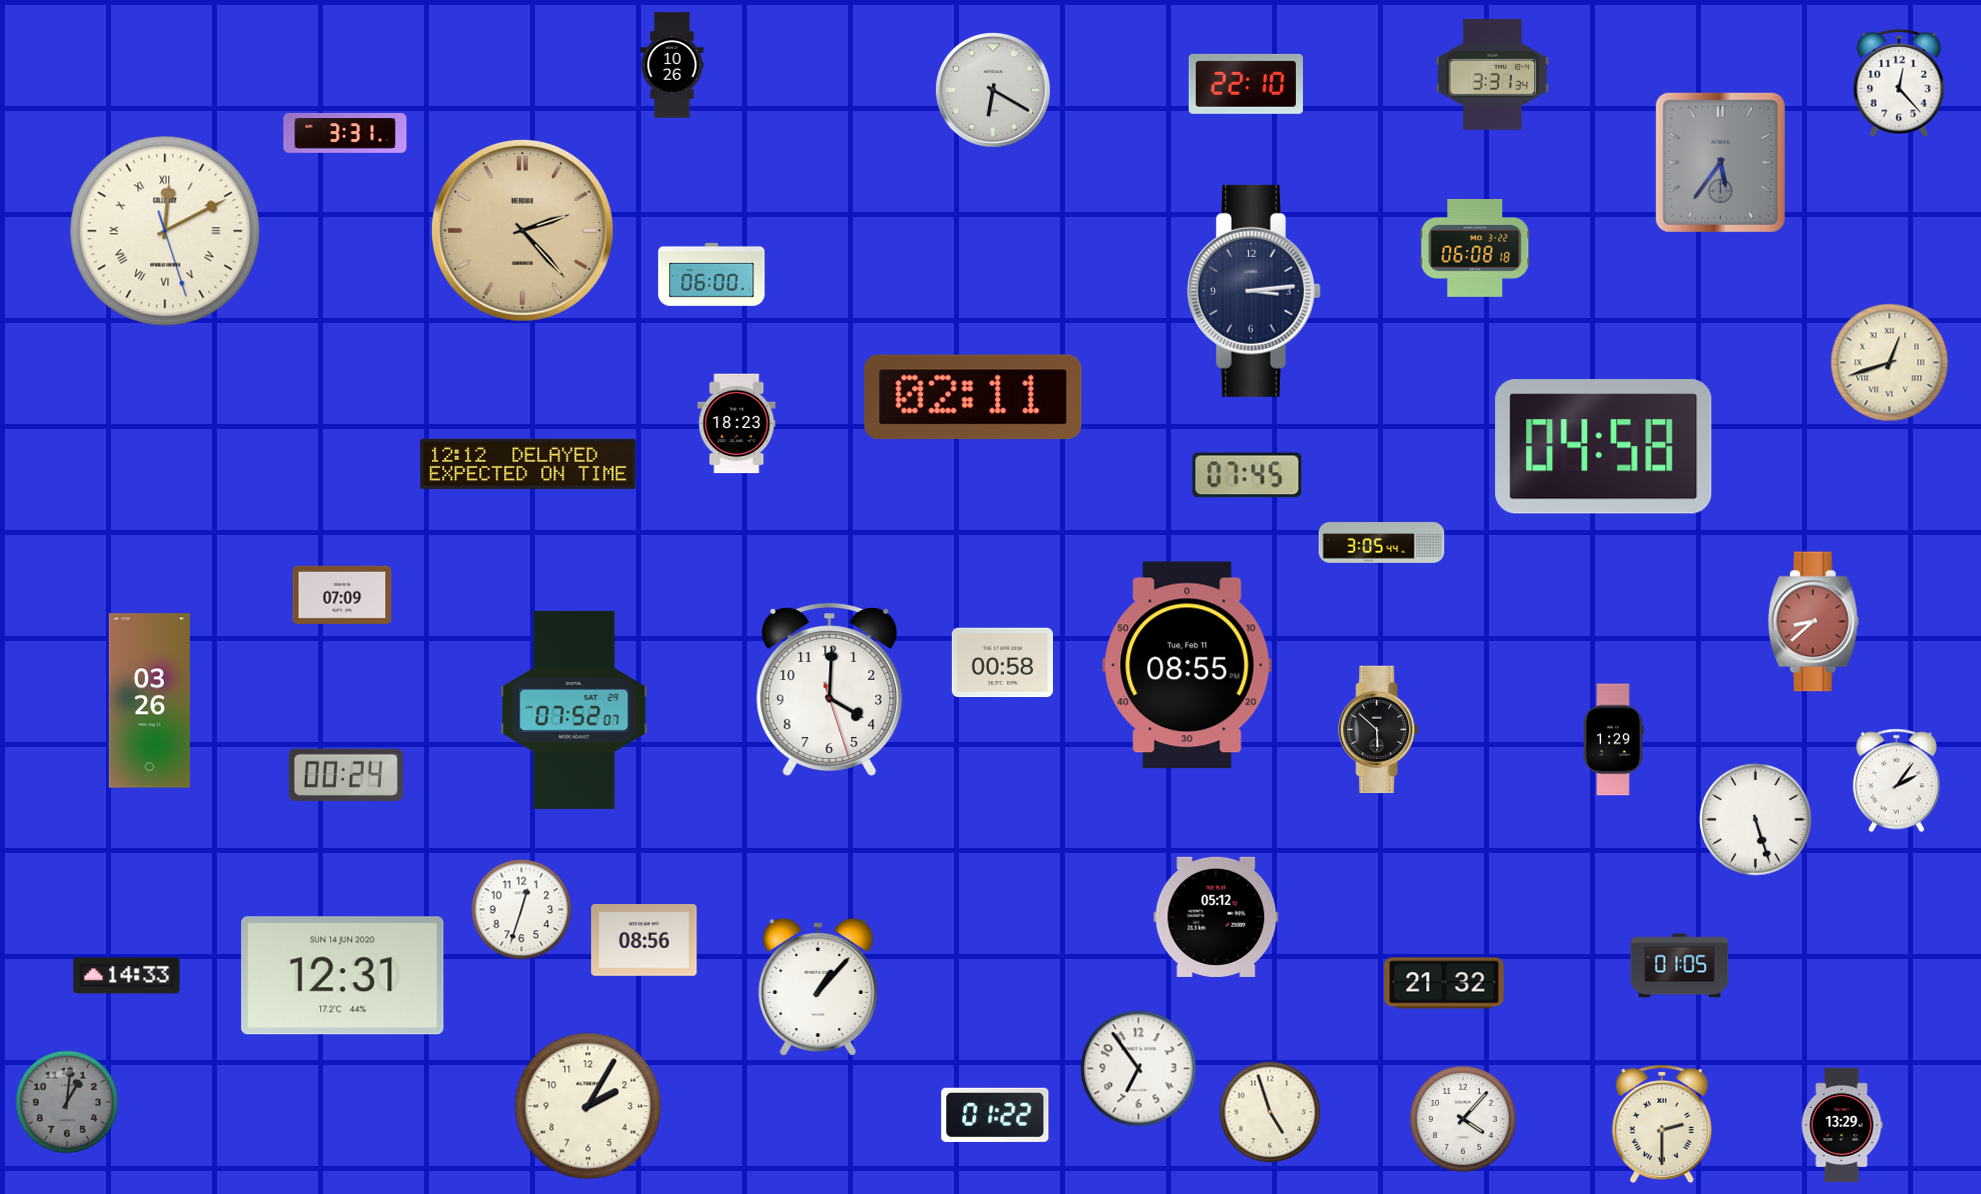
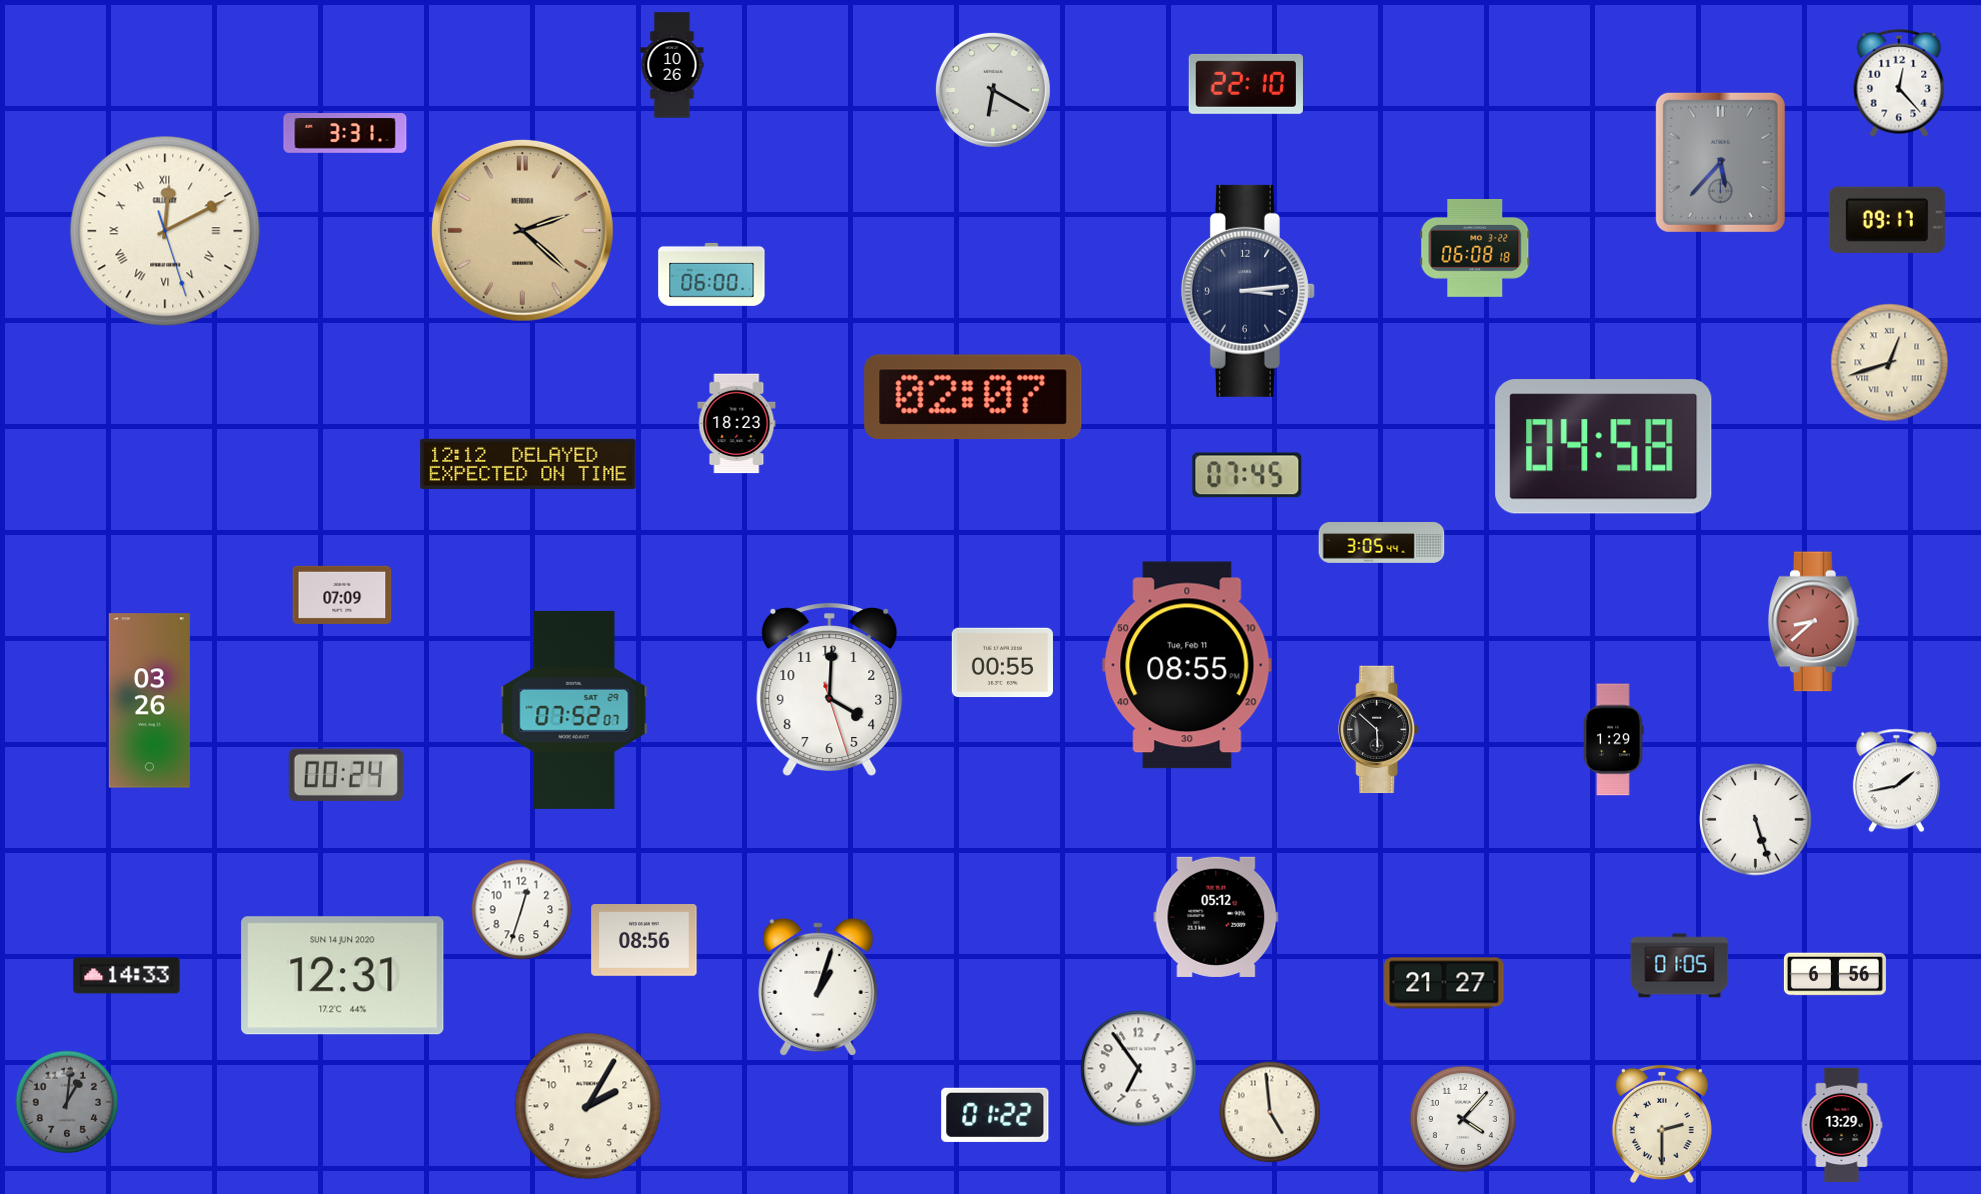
clock at (1493, 74): 3:31 -> none
clock at (1720, 162): 5:36 -> 5:37
clock at (1887, 220): none -> 09:17
clock at (522, 230): 2:23 -> 2:22
clock at (1254, 291) position: (1254, 291) -> (1248, 291)
clock at (973, 397): 02:11 -> 02:07
clock at (1002, 663): 00:58 -> 00:55
clock at (1896, 781): 2:06 -> 1:43
clock at (1835, 974): none -> 6:56
clock at (1444, 983): 21:32 -> 21:27
clock at (818, 986): 1:07 -> 1:03
clock at (1270, 1112): 4:57 -> 4:59
